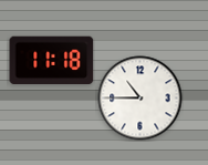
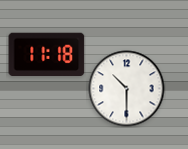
clock at (141, 99): 10:45 -> 10:30
